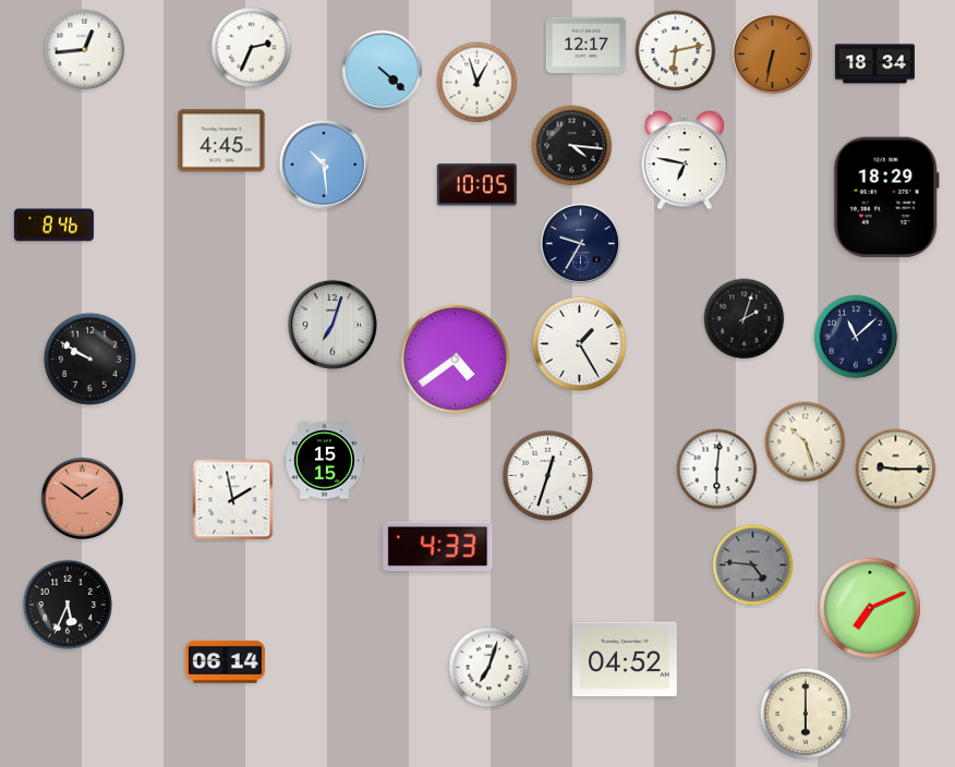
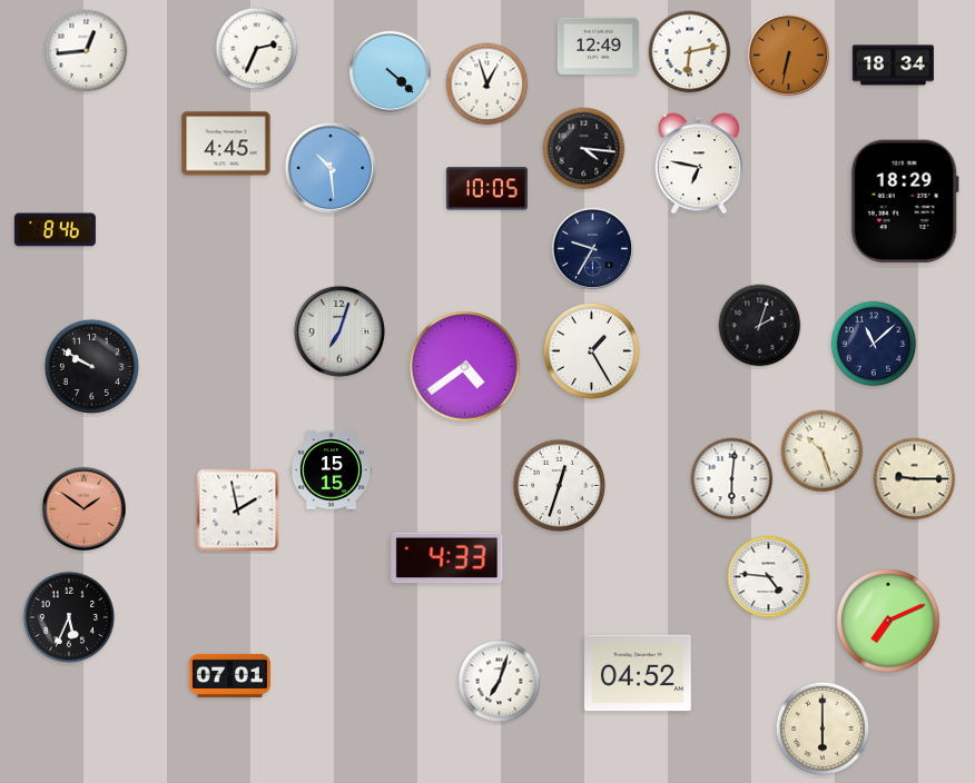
clock at (585, 45): 12:17 -> 12:49
clock at (753, 565) dial: grey -> white
clock at (225, 661): 06:14 -> 07:01
